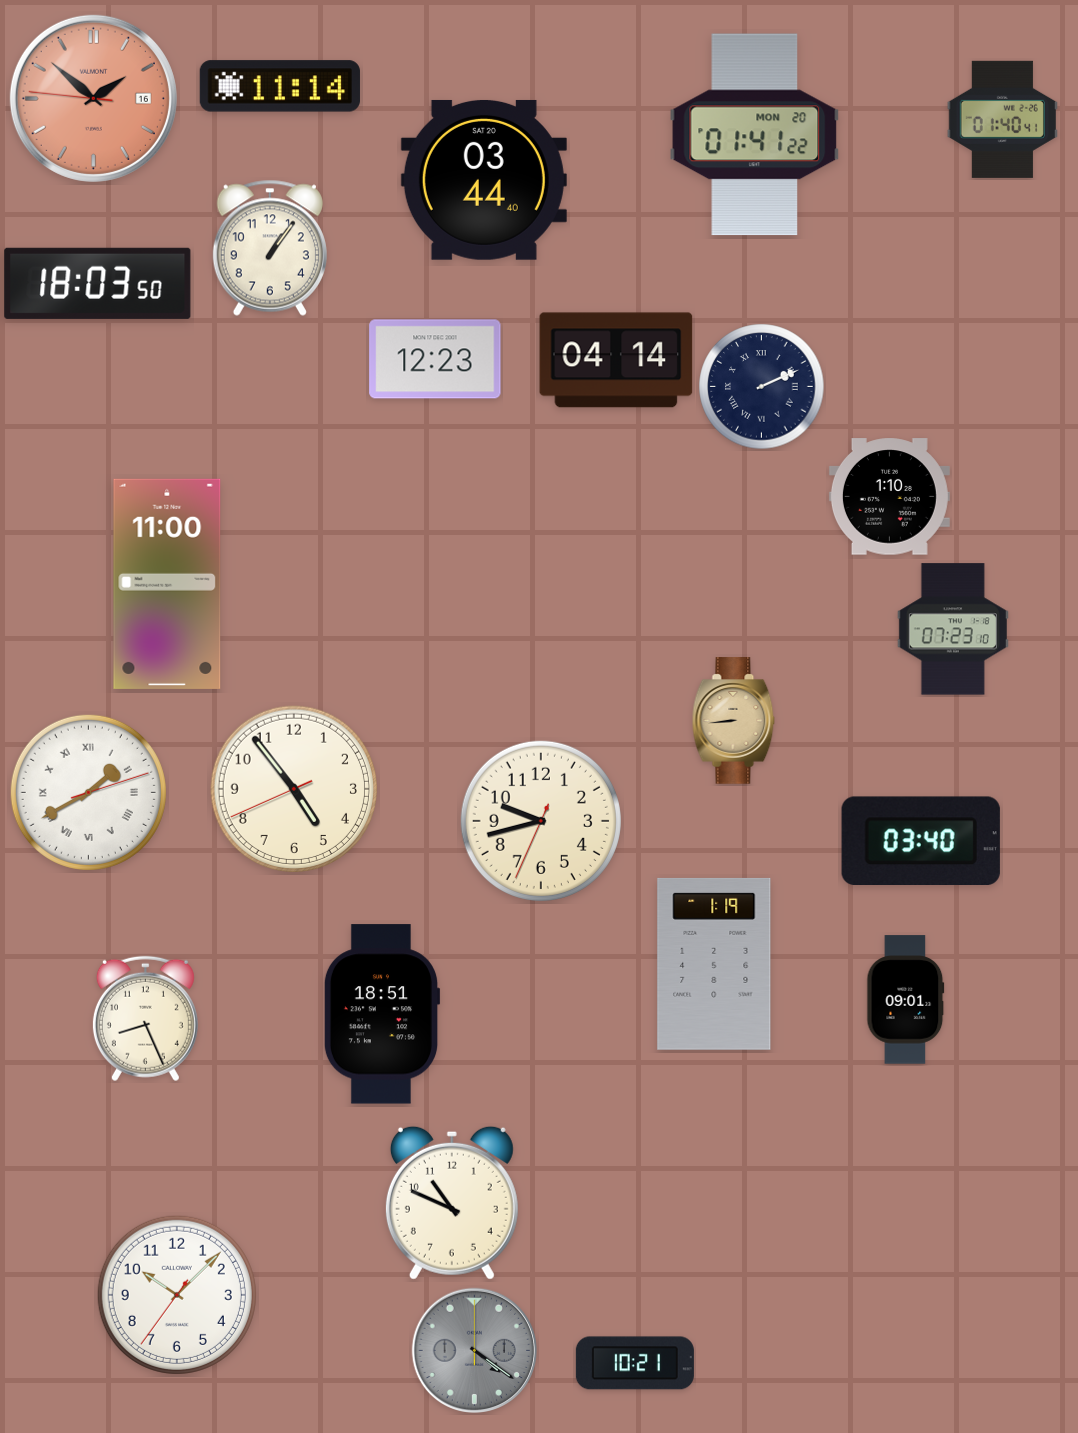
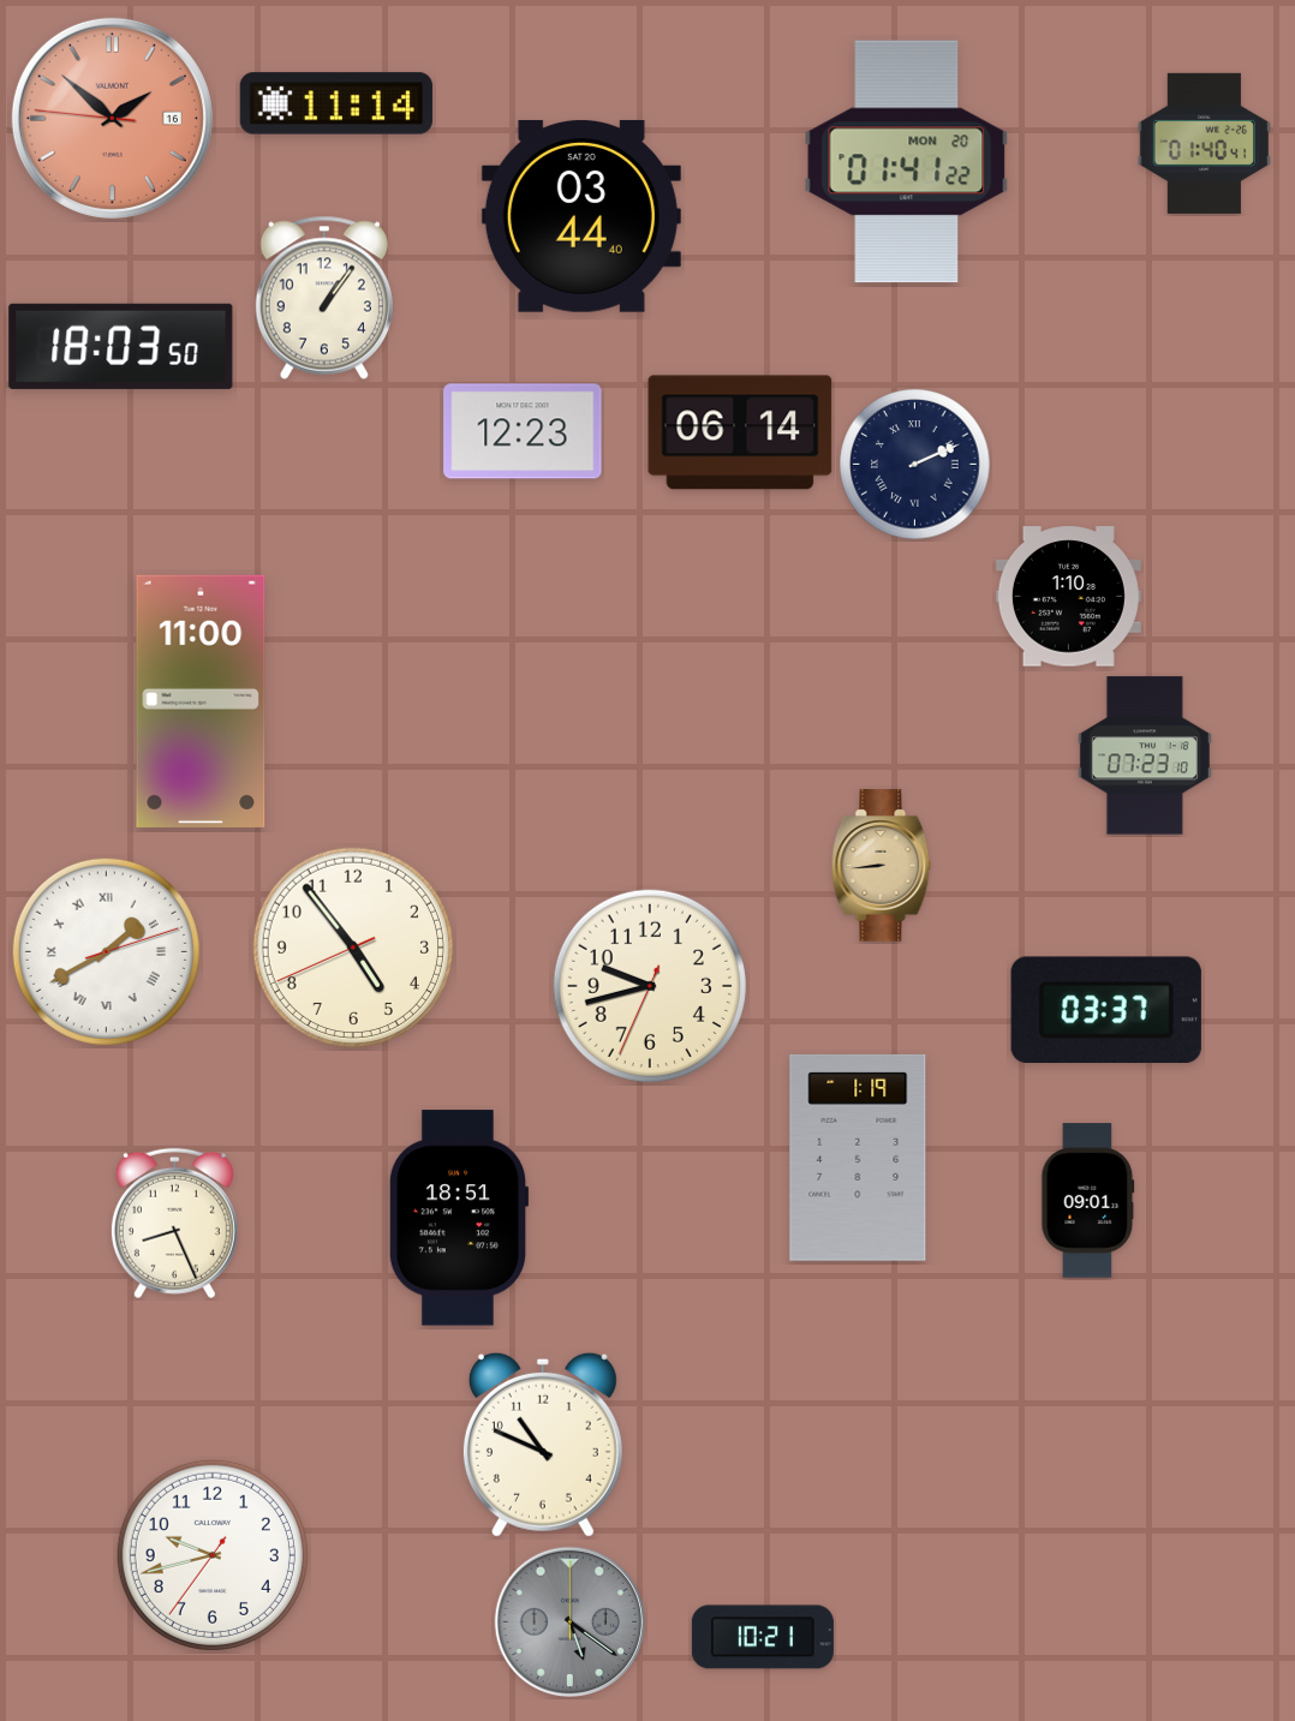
clock at (98, 283) position: (98, 283) -> (121, 346)
clock at (616, 360): 04:14 -> 06:14
clock at (921, 840): 03:40 -> 03:37
clock at (177, 1295): 10:07 -> 9:42
clock at (475, 1351): 4:21 -> 5:21
